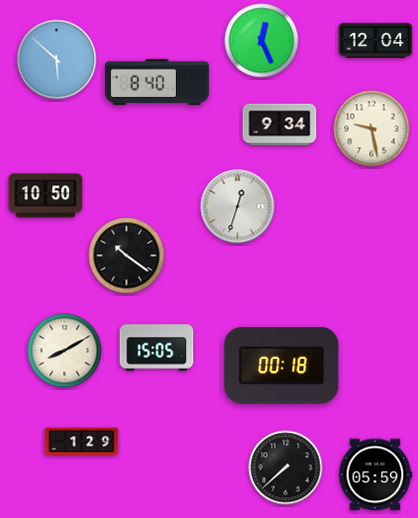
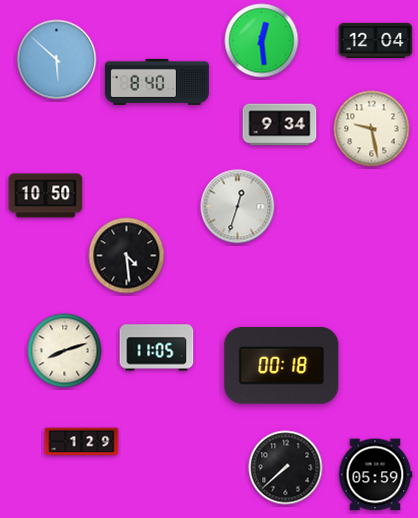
clock at (262, 41): 12:26 -> 12:29
clock at (127, 256): 10:21 -> 4:29
clock at (157, 348): 15:05 -> 11:05
clock at (65, 351): 8:10 -> 8:12
